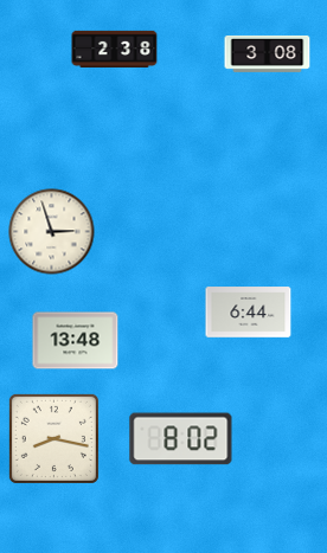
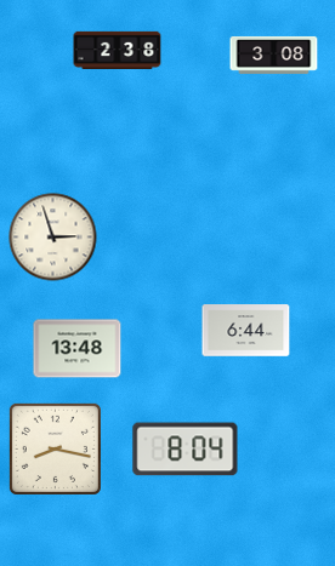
clock at (249, 313) position: (249, 313) -> (246, 331)
clock at (181, 439): 8:02 -> 8:04
